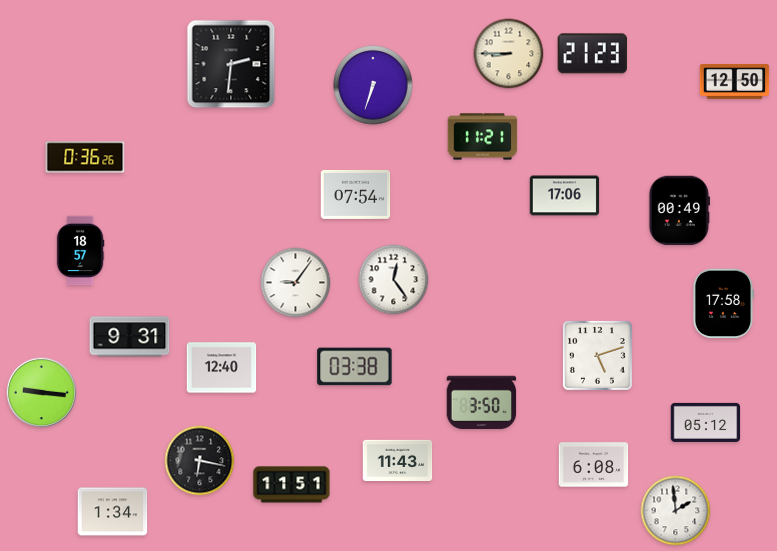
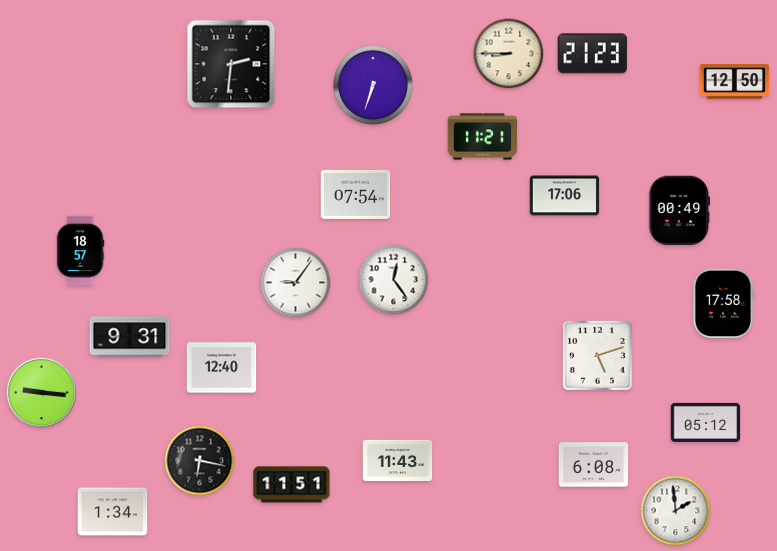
clock at (85, 157): 0:36 -> none
clock at (355, 367): 03:38 -> none
clock at (482, 403): 3:50 -> none
